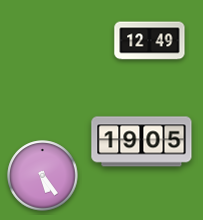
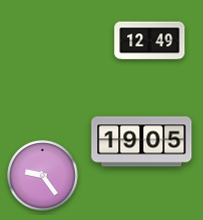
clock at (43, 176): 5:24 -> 9:24
